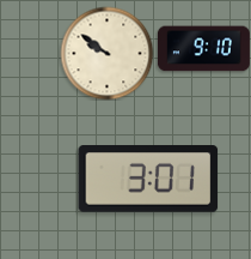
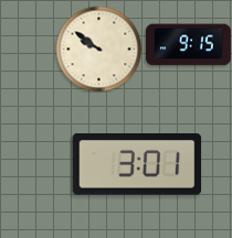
clock at (203, 49): 9:10 -> 9:15
